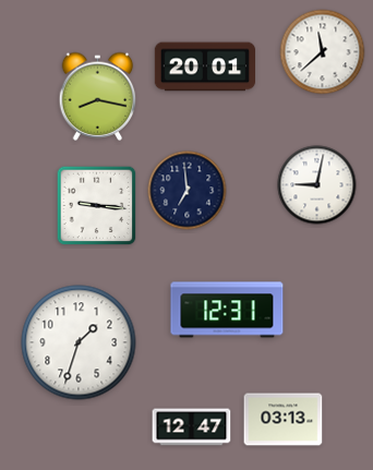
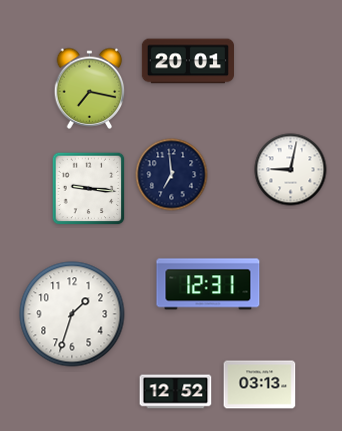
clock at (323, 52): 11:38 -> none
clock at (98, 96): 8:17 -> 7:17
clock at (192, 427): 12:47 -> 12:52
